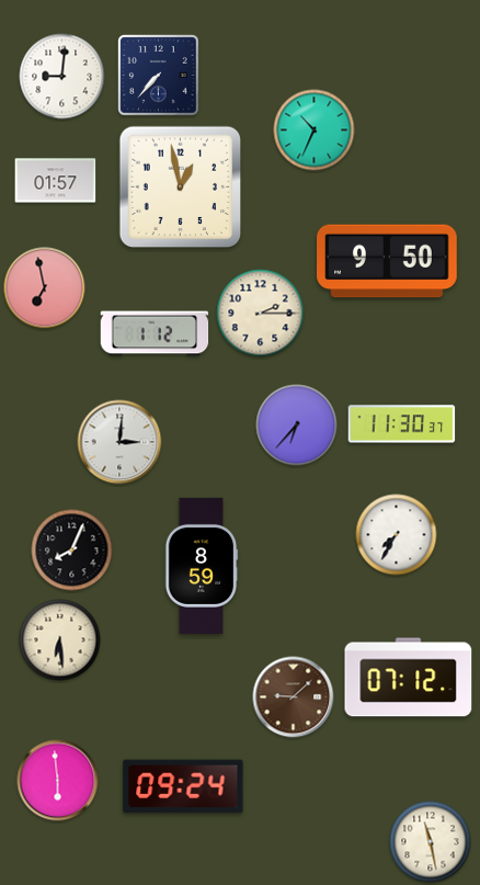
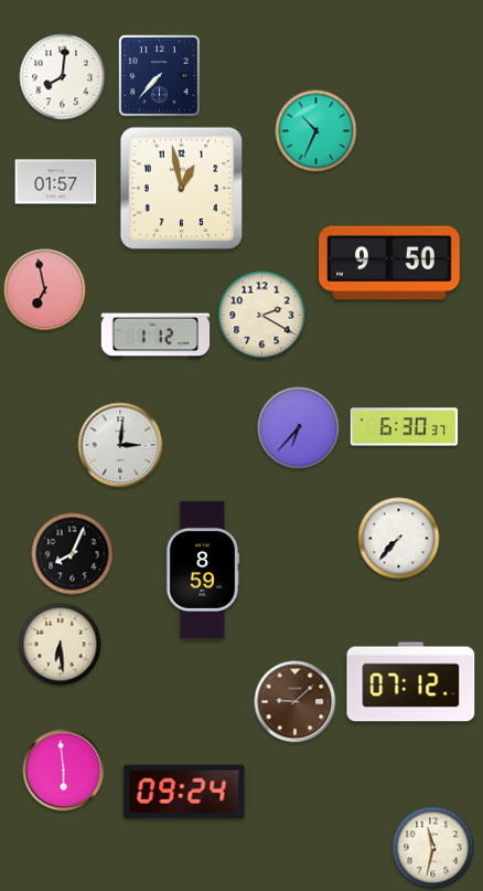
clock at (62, 77): 9:01 -> 8:01
clock at (261, 314): 2:15 -> 2:20
clock at (402, 424): 11:30 -> 6:30
clock at (397, 535): 7:35 -> 7:37
clock at (58, 781) position: (58, 781) -> (64, 771)
clock at (431, 842): 11:28 -> 11:32
